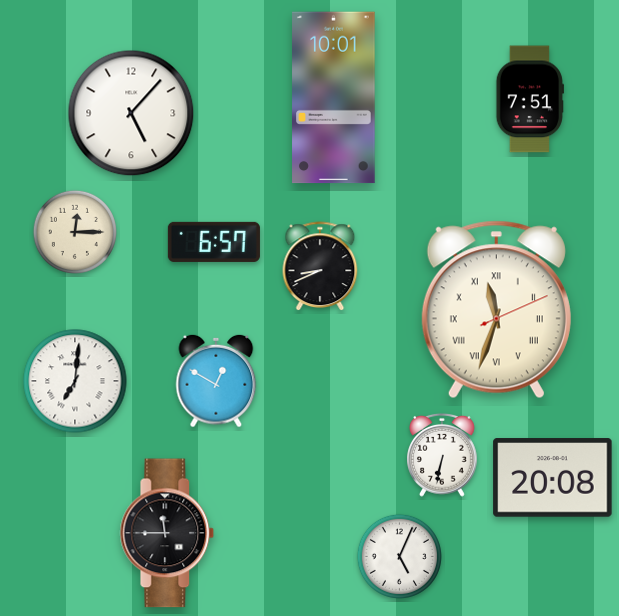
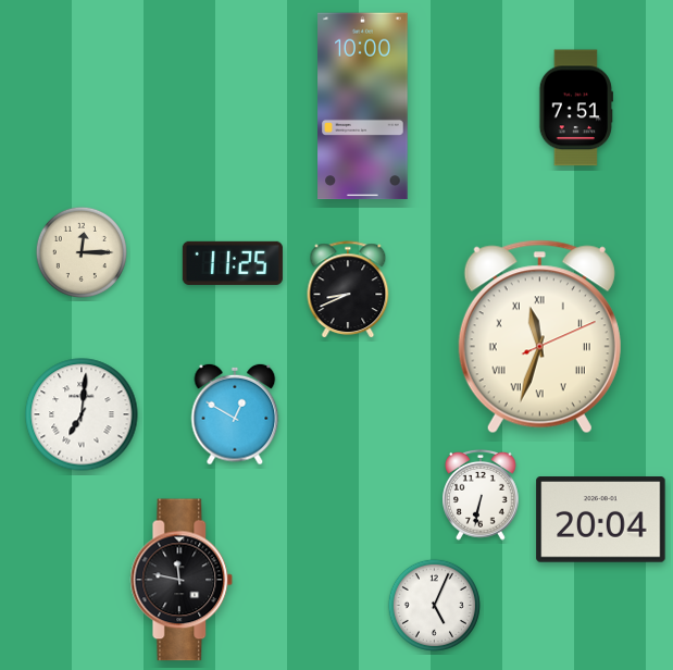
clock at (334, 98): 10:01 -> 10:00
clock at (131, 113): 5:07 -> none
clock at (214, 242): 6:57 -> 11:25
clock at (553, 478): 20:08 -> 20:04
clock at (167, 533): 11:45 -> 11:47
